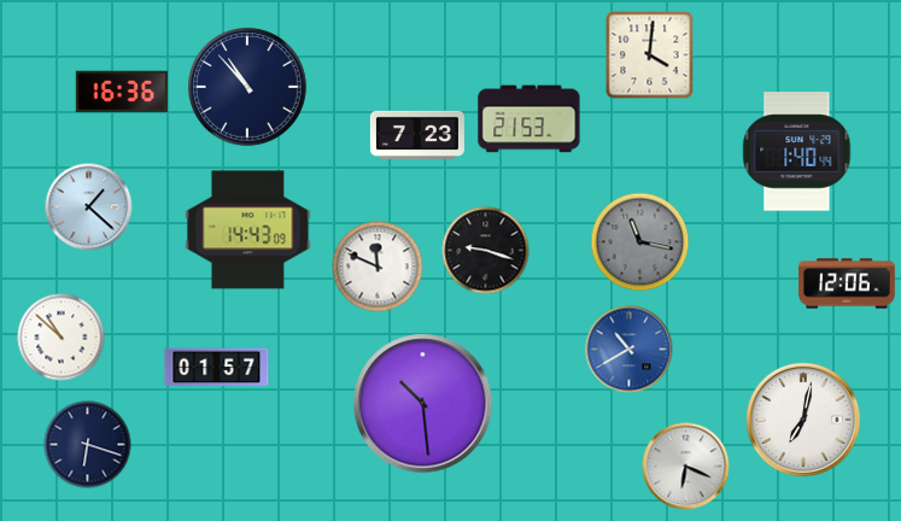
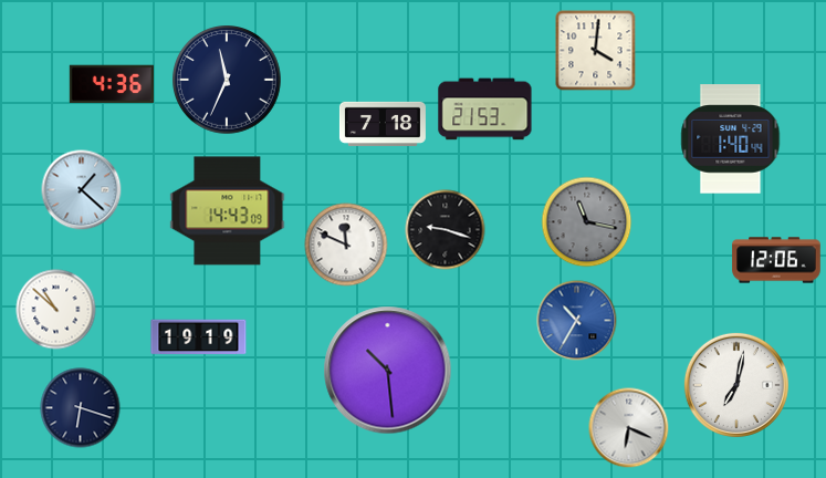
clock at (248, 88): 10:53 -> 11:34
clock at (121, 92): 16:36 -> 4:36
clock at (417, 135): 7:23 -> 7:18
clock at (630, 350): 10:40 -> 10:35
clock at (217, 368): 01:57 -> 19:19
